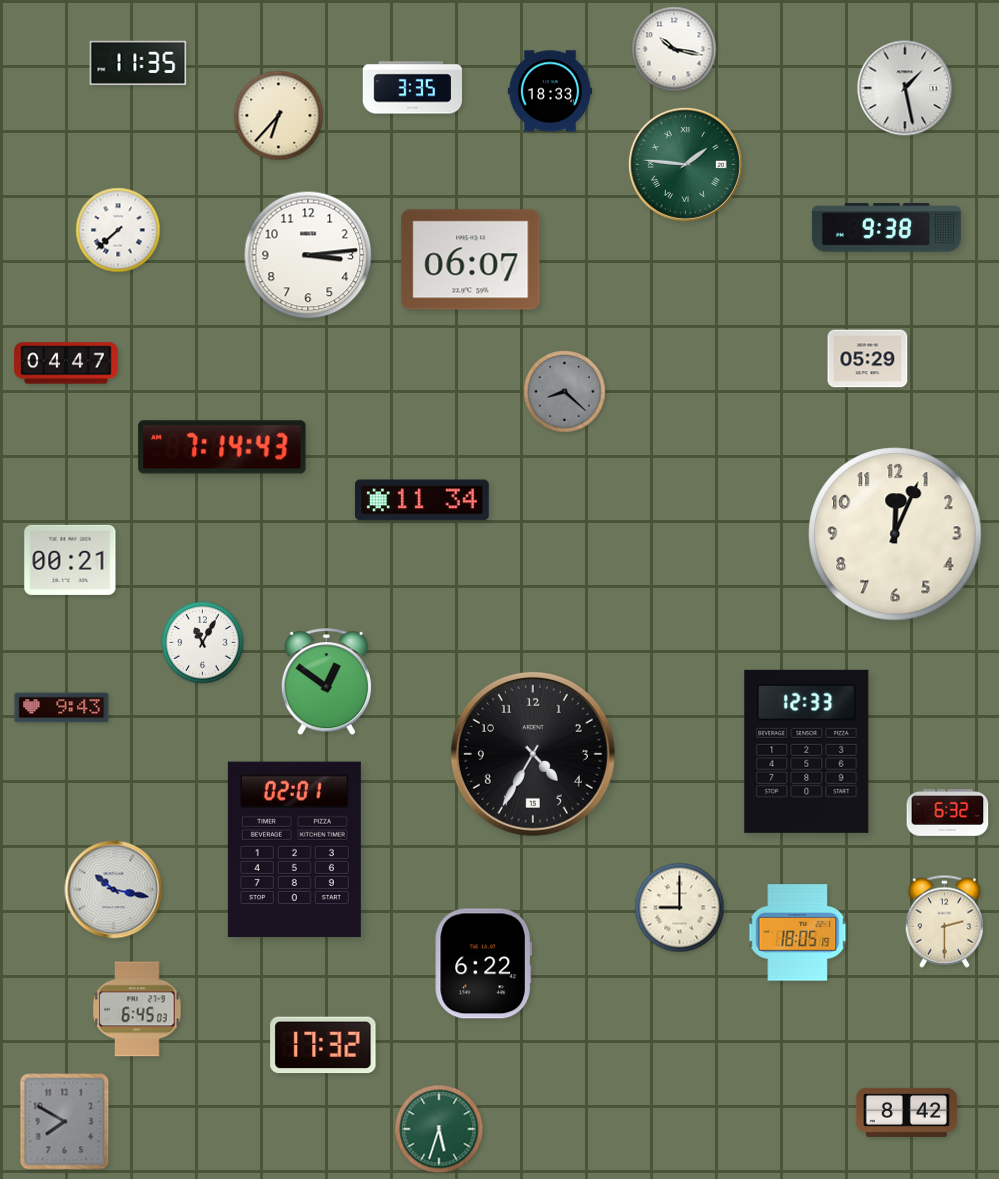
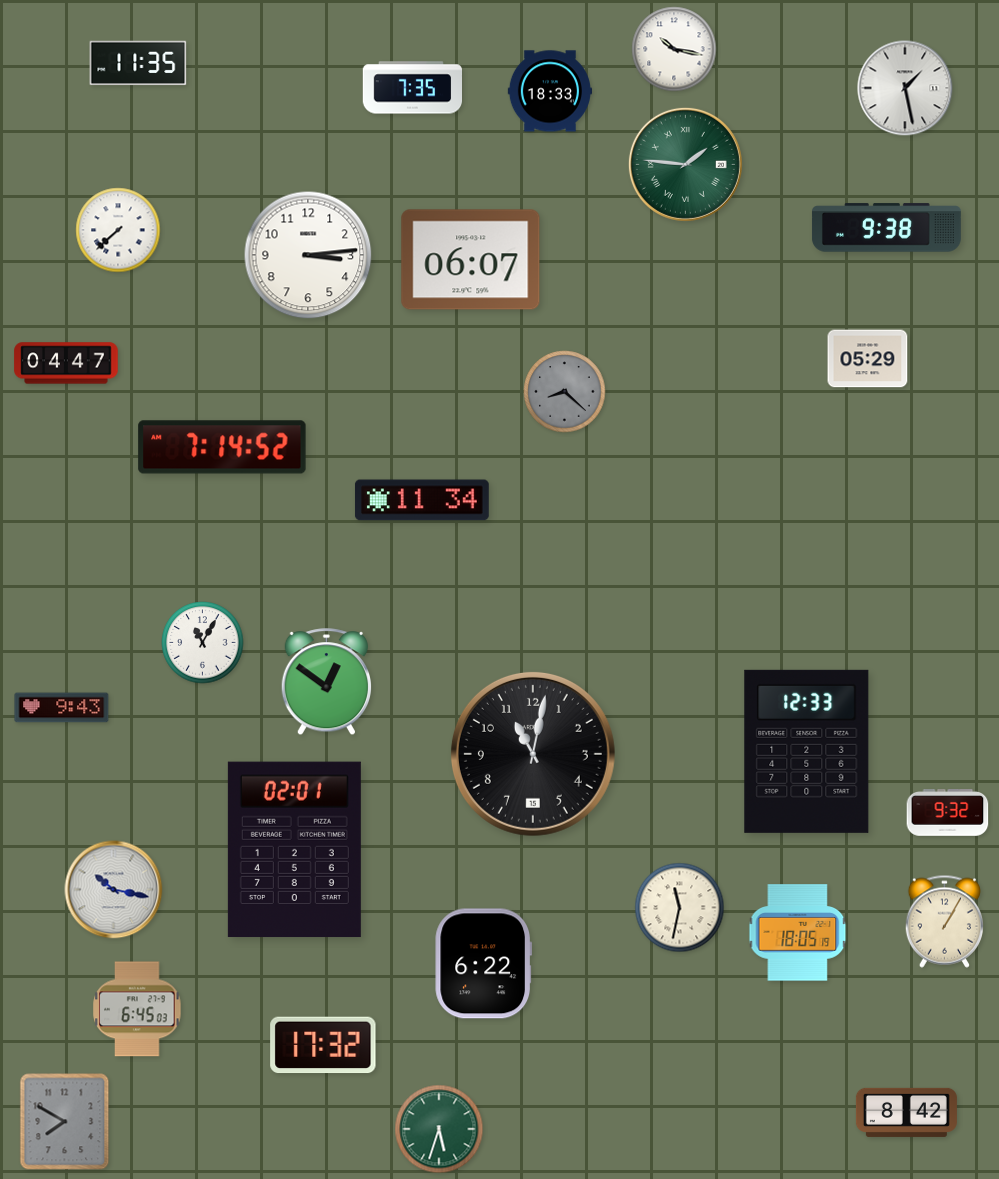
clock at (412, 88): 3:35 -> 7:35
clock at (279, 116): 6:37 -> none
clock at (222, 447): 7:14:43 -> 7:14:52
clock at (895, 534): 12:04 -> none
clock at (70, 560): 00:21 -> none
clock at (533, 754): 4:35 -> 11:02
clock at (948, 813): 6:32 -> 9:32
clock at (680, 908): 9:00 -> 11:32
clock at (944, 921): 2:30 -> 1:05
